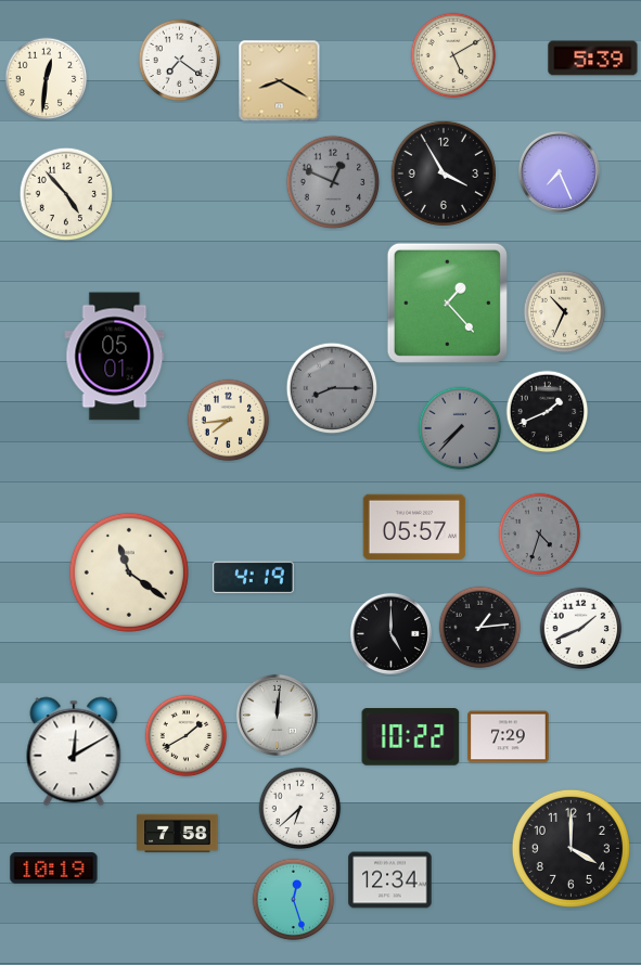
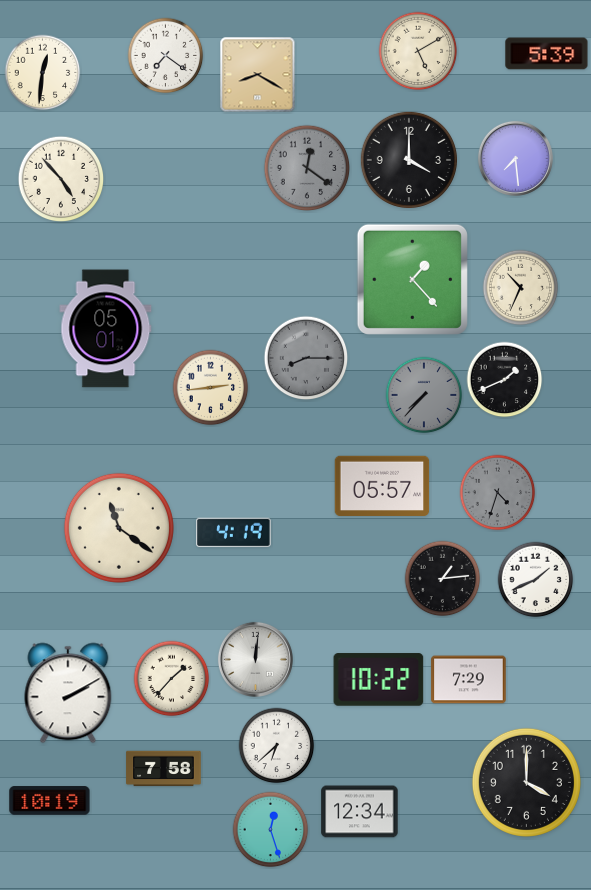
clock at (559, 171): 7:26 -> 7:29
clock at (444, 173): 3:55 -> 4:00
clock at (333, 182): 12:49 -> 12:21
clock at (229, 421): 7:44 -> 2:44
clock at (390, 633): 5:00 -> none
clock at (187, 736): 1:40 -> 1:37
clock at (74, 751): 12:10 -> 2:10
